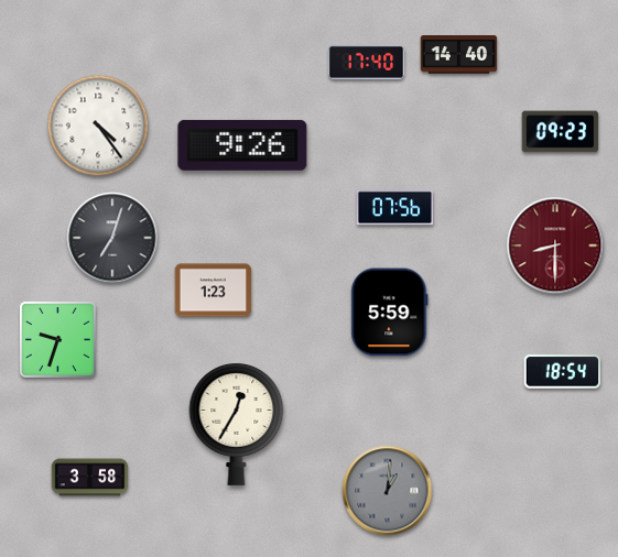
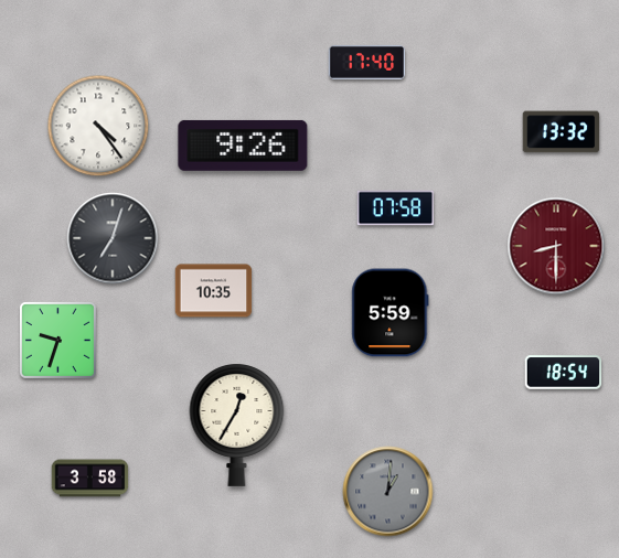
clock at (459, 55): 14:40 -> none
clock at (561, 132): 09:23 -> 13:32
clock at (395, 208): 07:56 -> 07:58
clock at (214, 291): 1:23 -> 10:35
